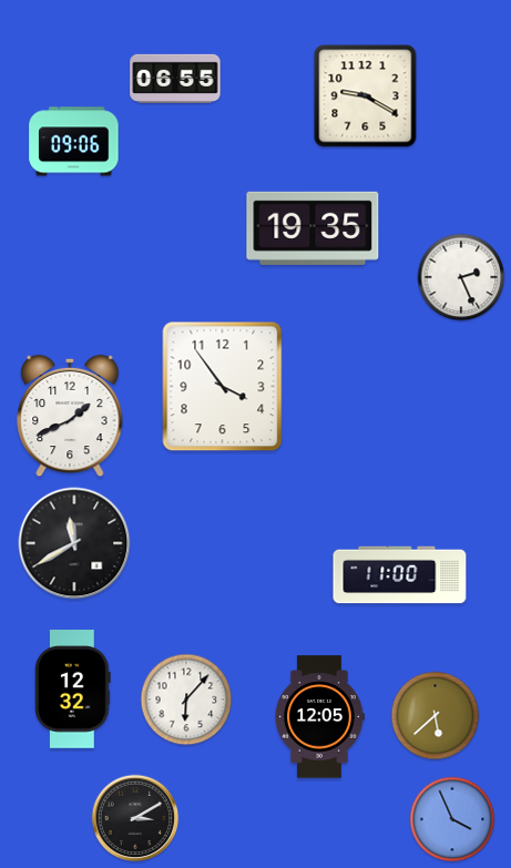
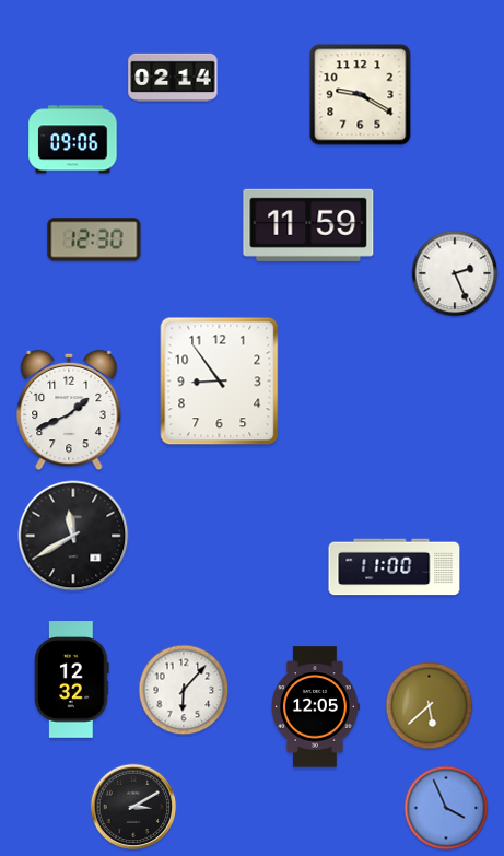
clock at (175, 79): 06:55 -> 02:14
clock at (313, 228): 19:35 -> 11:59
clock at (94, 239): none -> 12:30
clock at (223, 387): 3:54 -> 8:54
